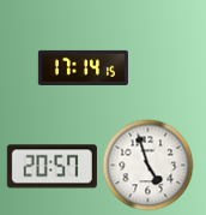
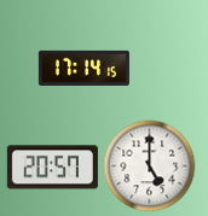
clock at (149, 166): 4:57 -> 5:00
